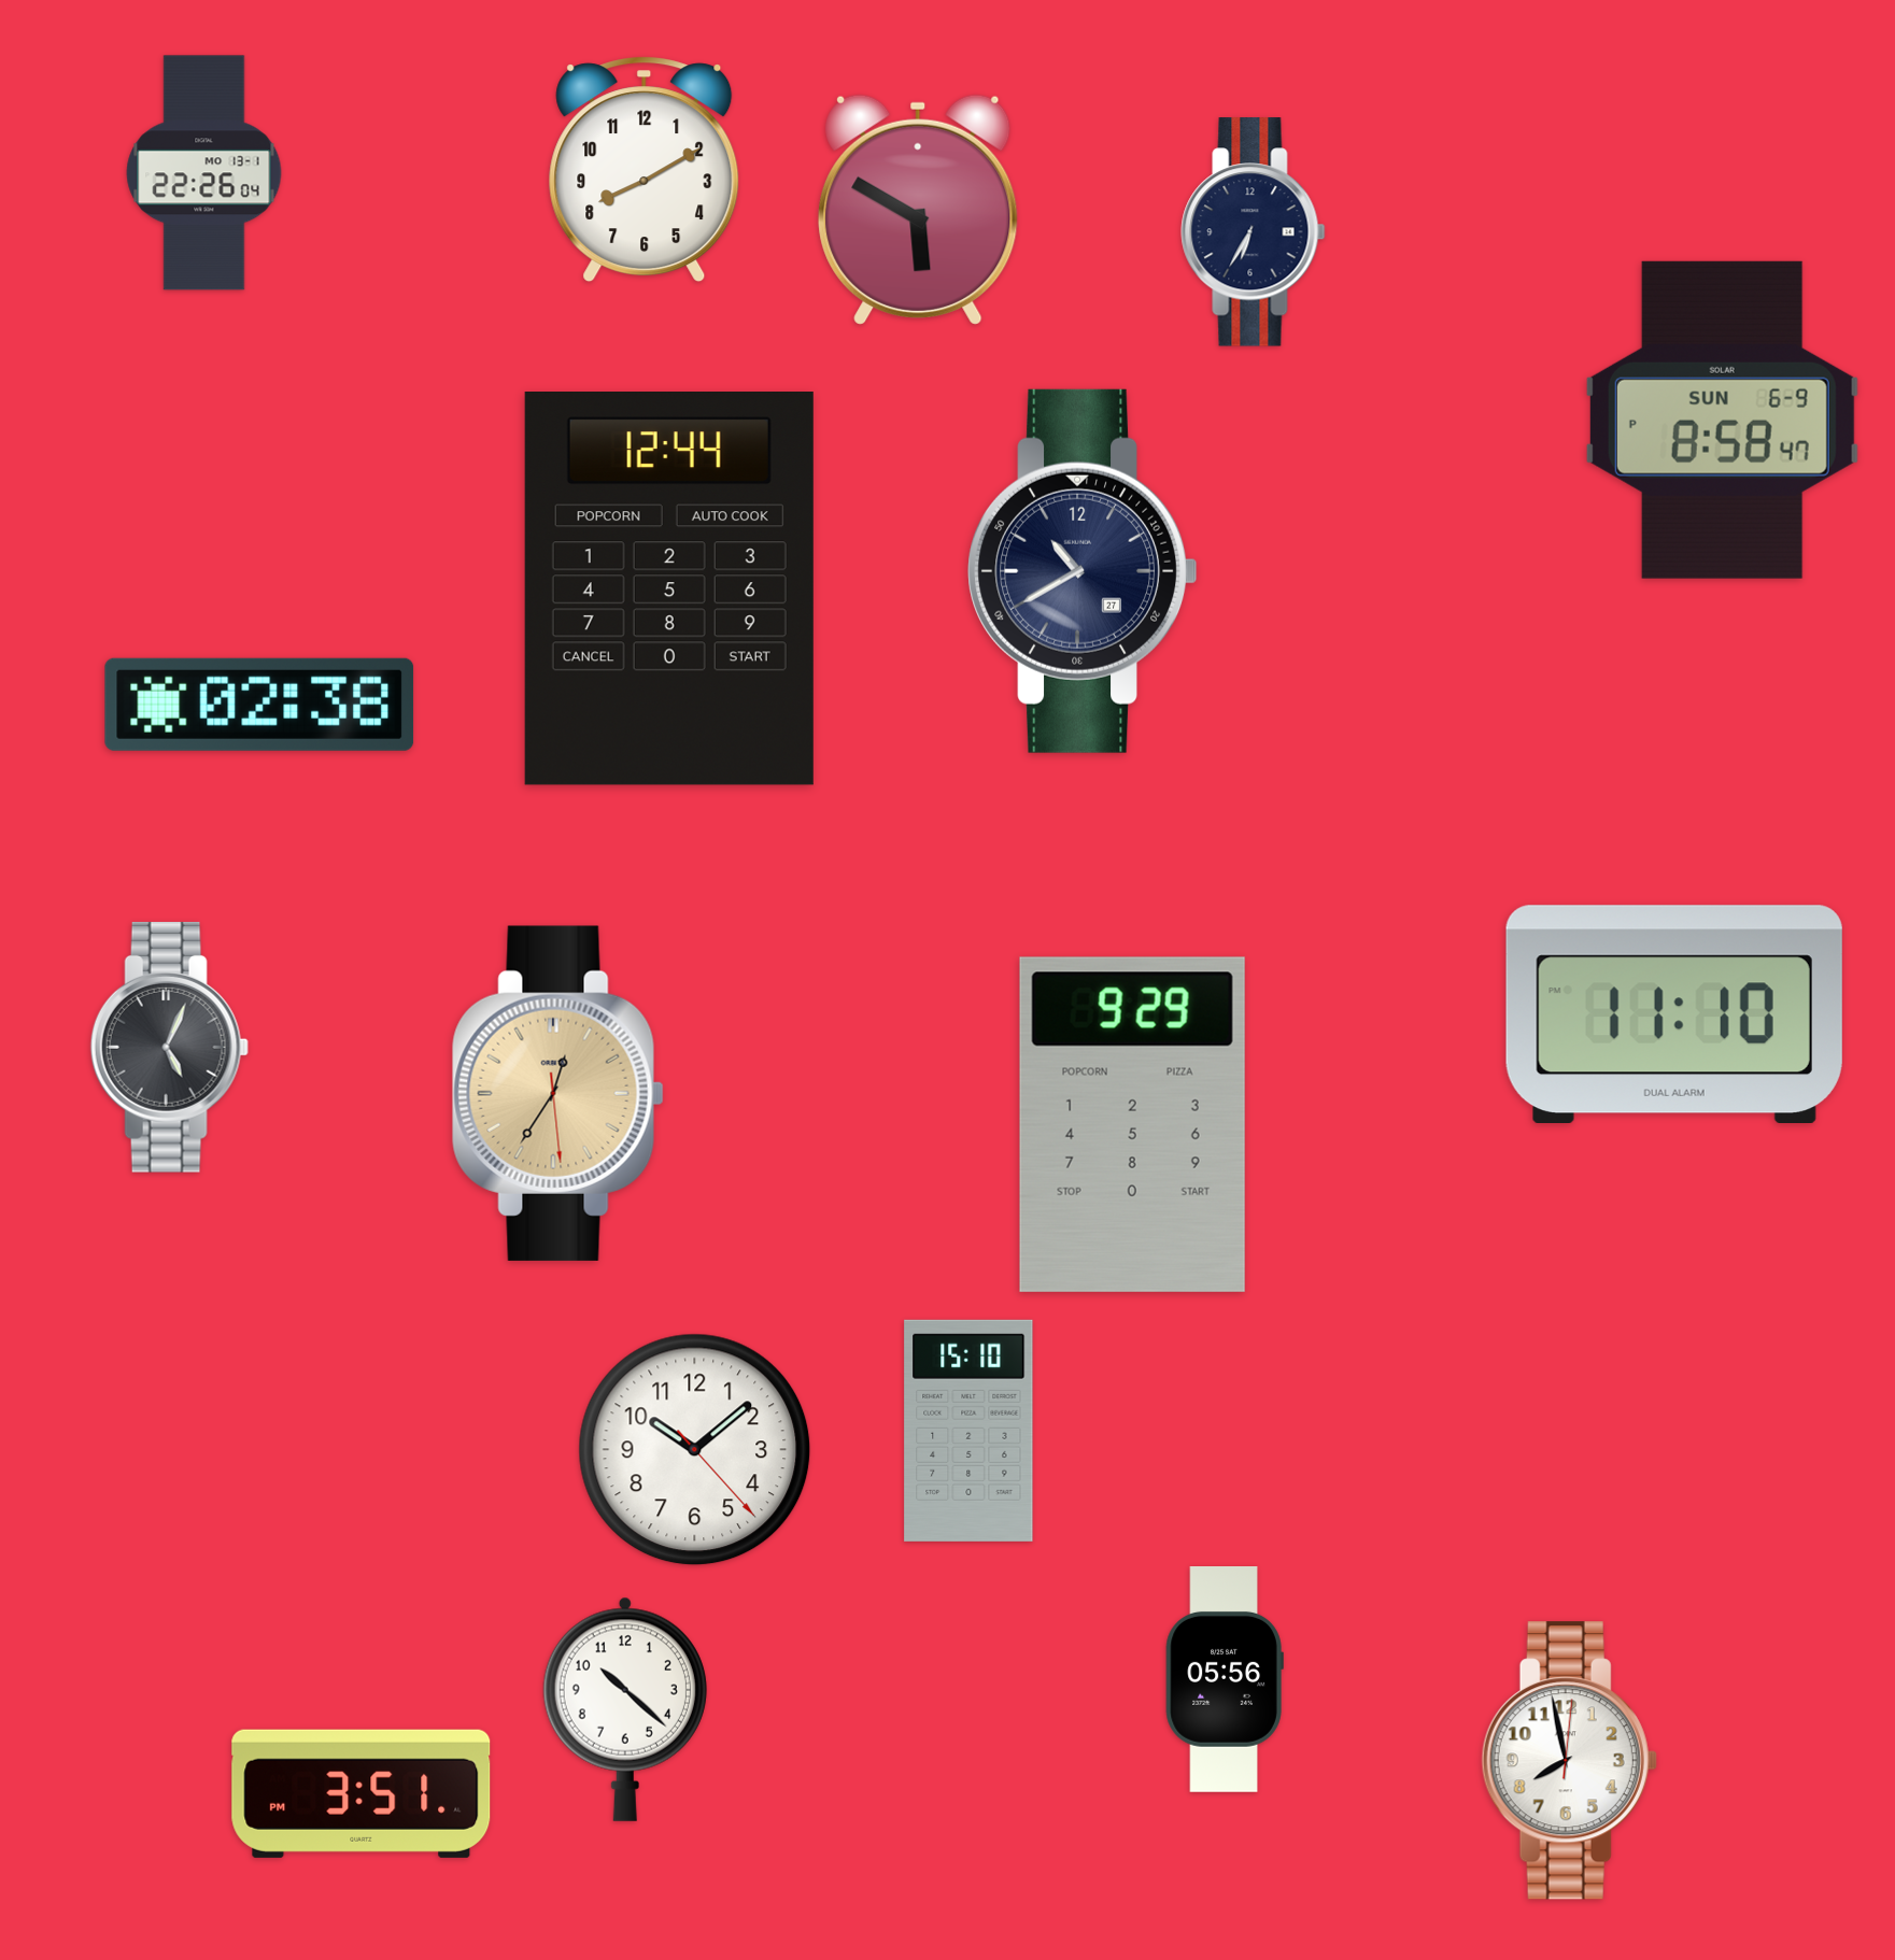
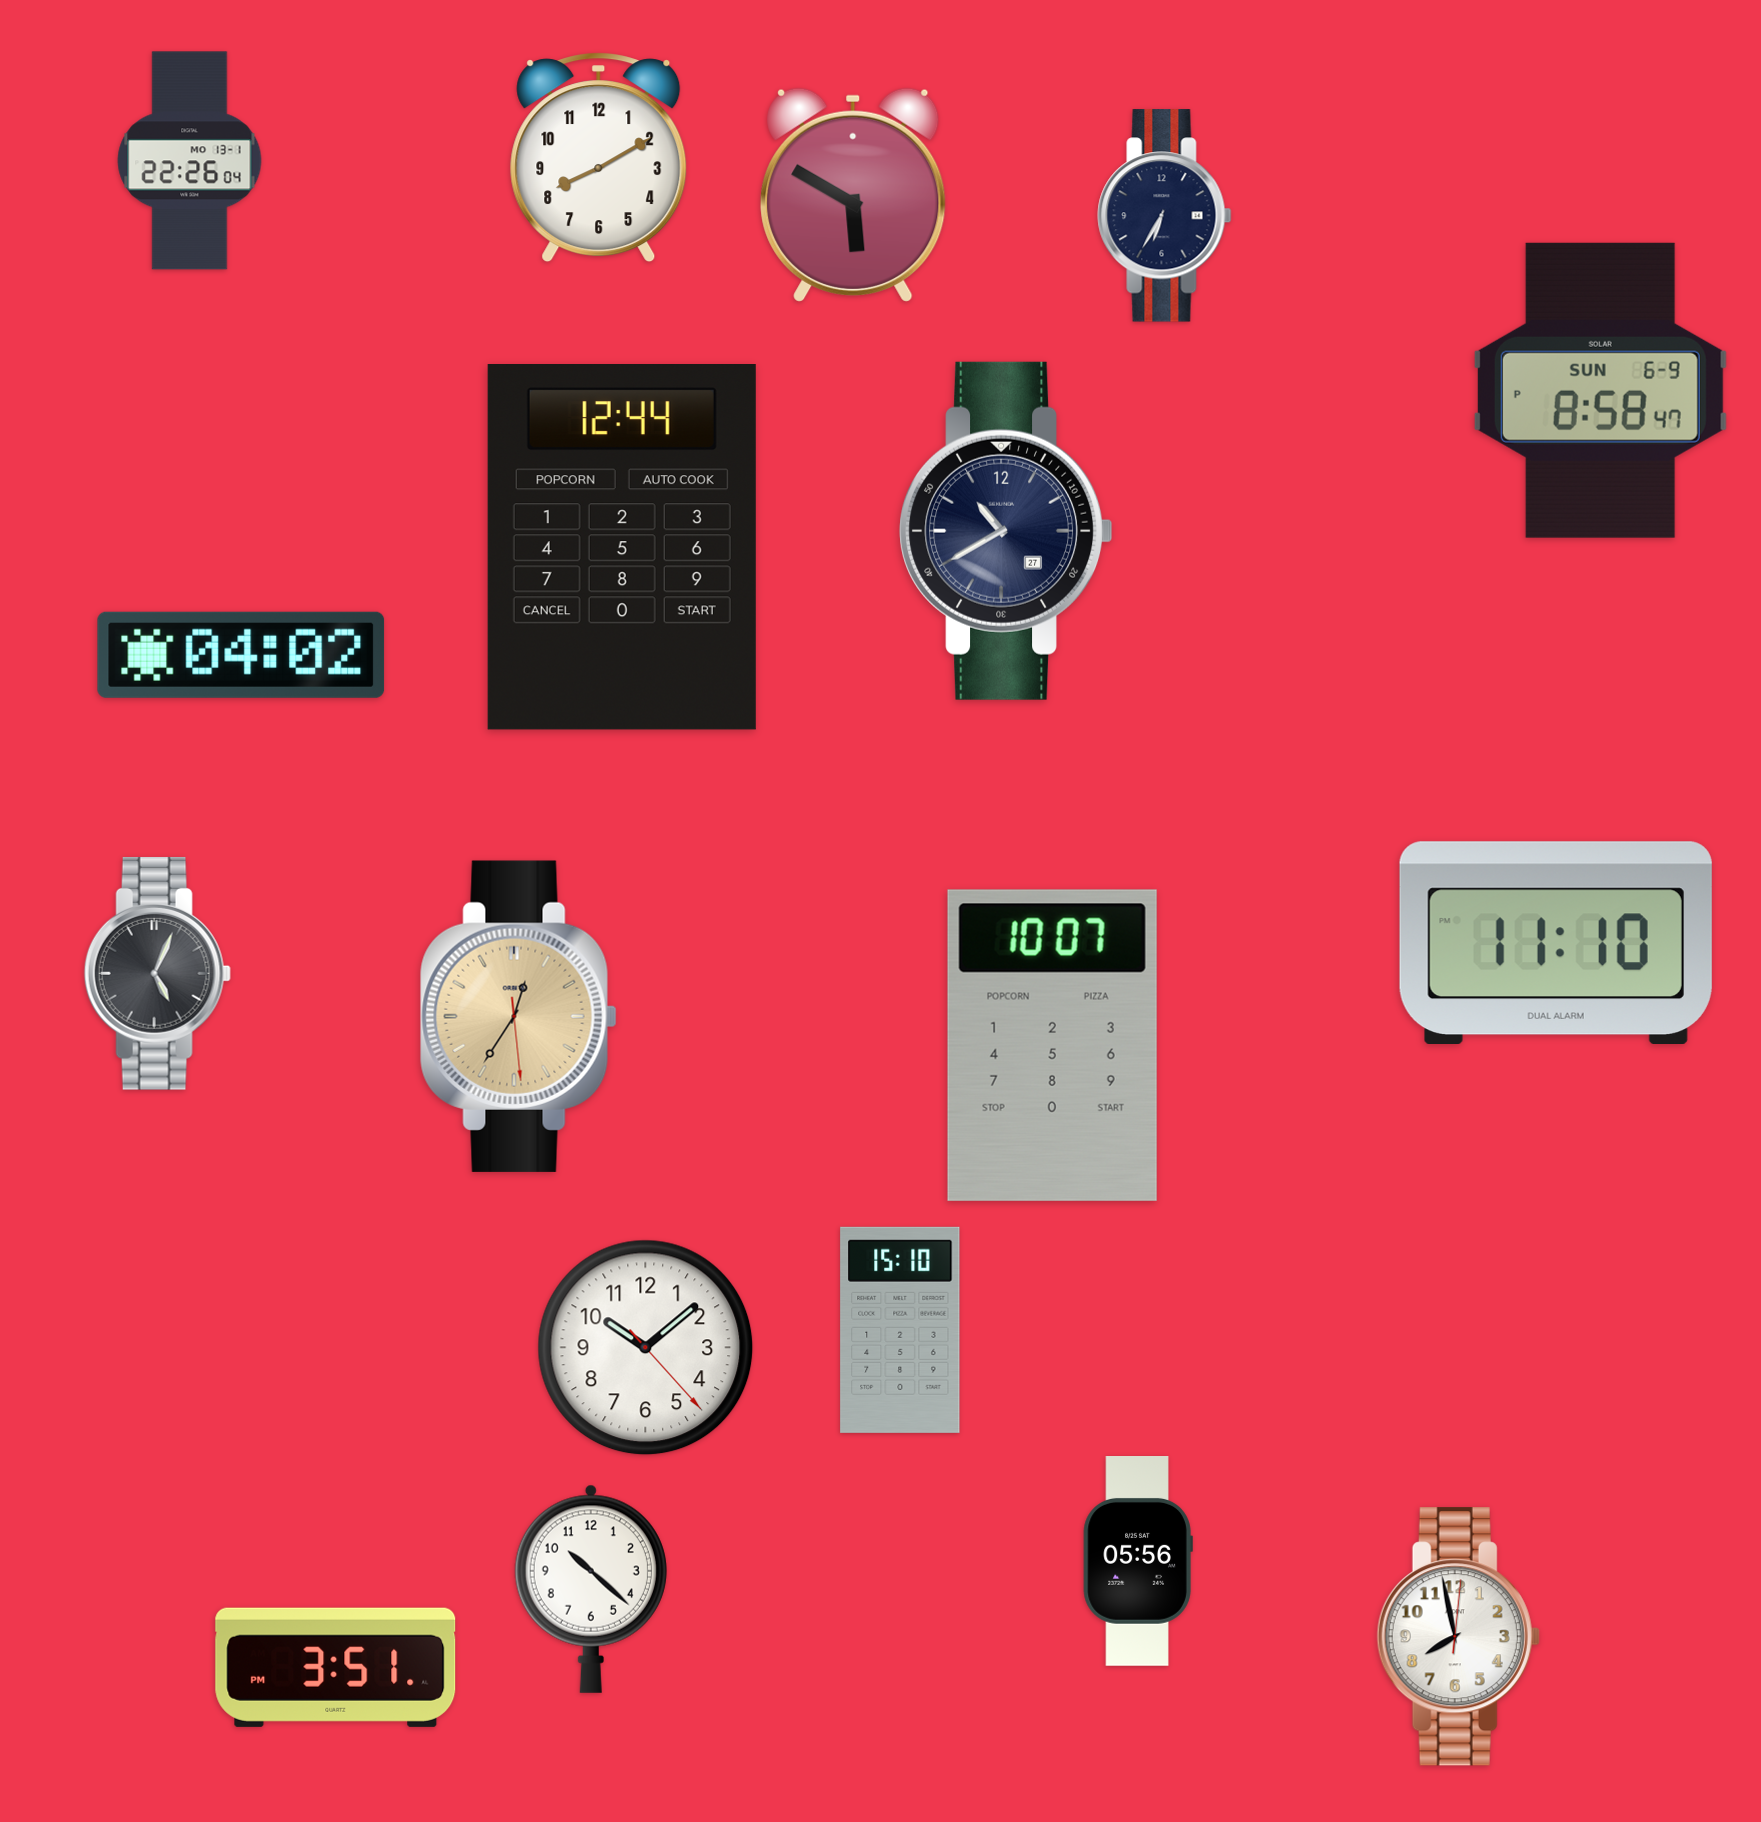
clock at (259, 705): 02:38 -> 04:02
clock at (1132, 1124): 9:29 -> 10:07
clock at (625, 1709) position: (625, 1709) -> (591, 1589)
